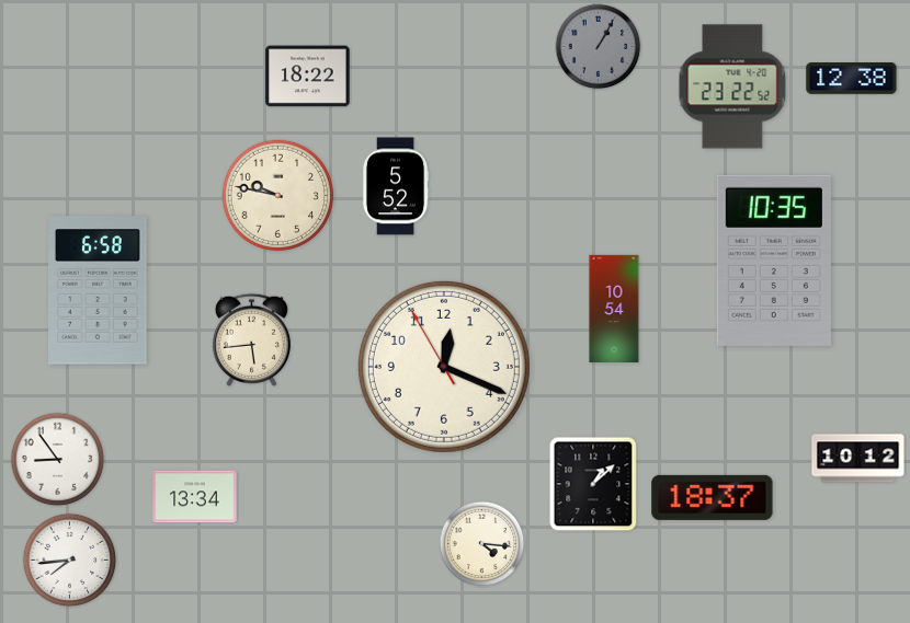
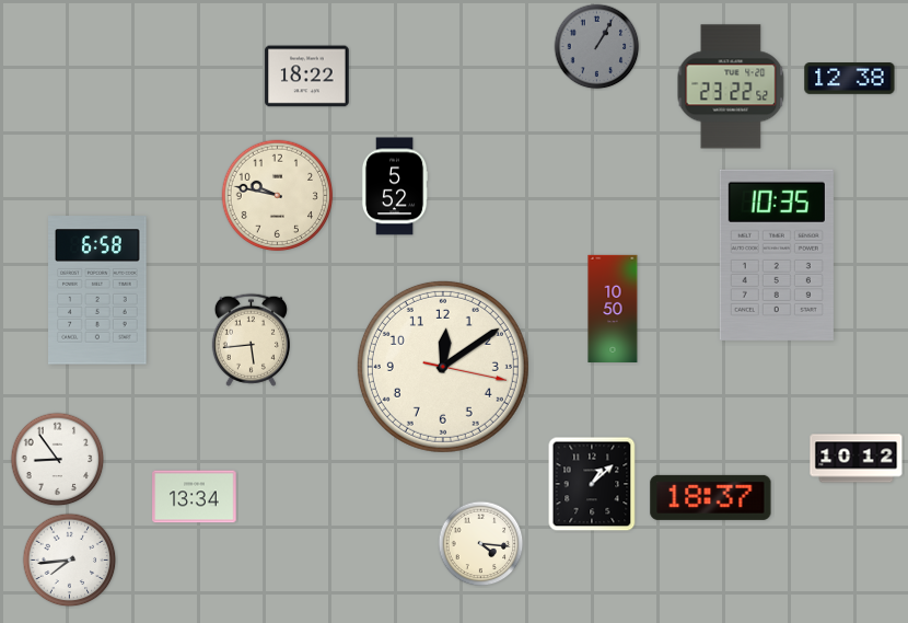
clock at (774, 261) position: (774, 261) -> (777, 255)
clock at (614, 308): 10:54 -> 10:50
clock at (444, 367): 12:18 -> 12:09
